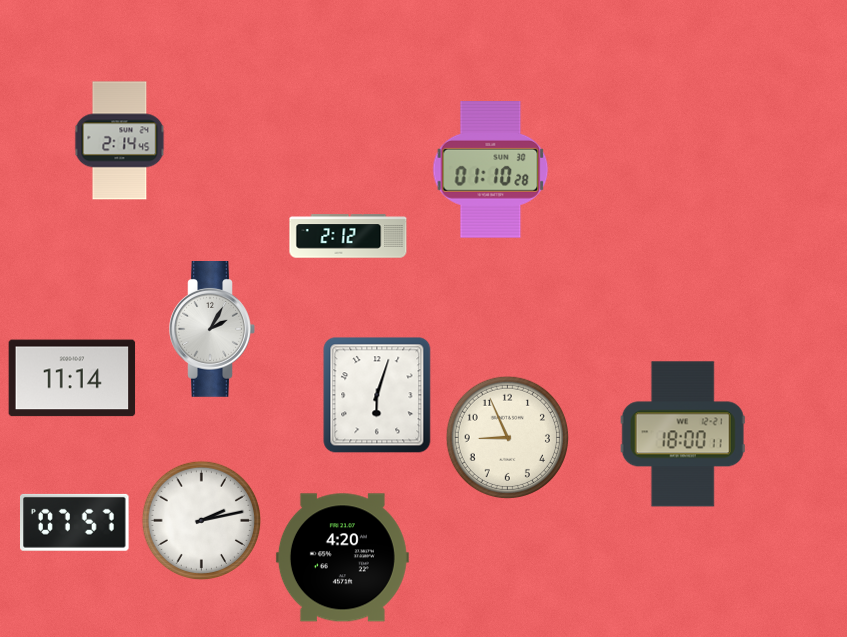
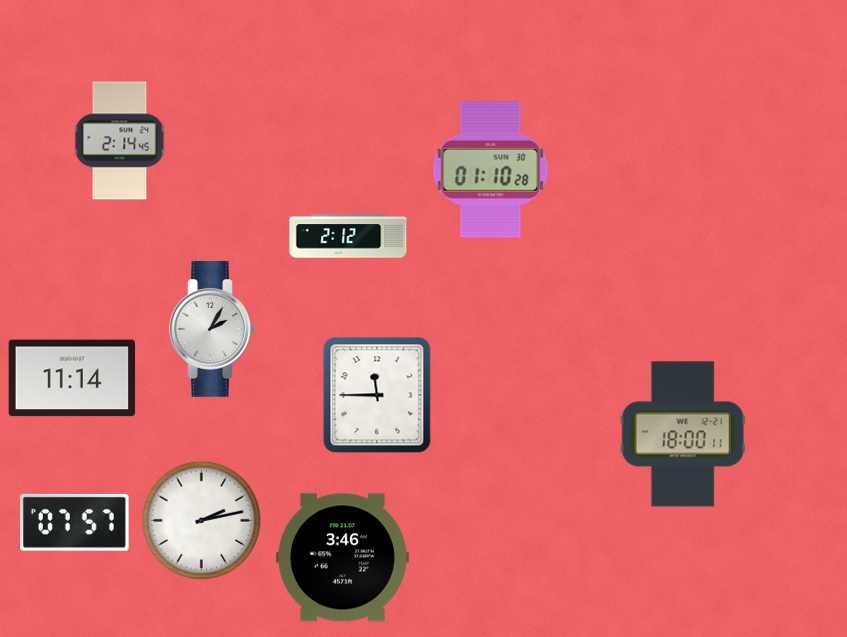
clock at (377, 395): 6:03 -> 11:45
clock at (507, 437): 8:56 -> none
clock at (342, 558): 4:20 -> 3:46
